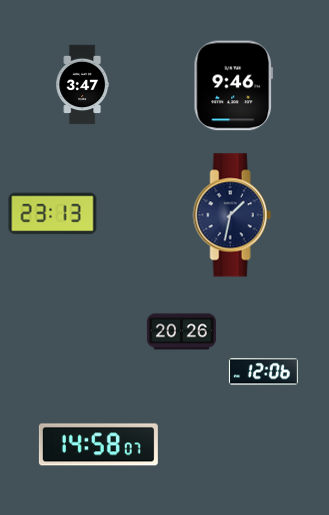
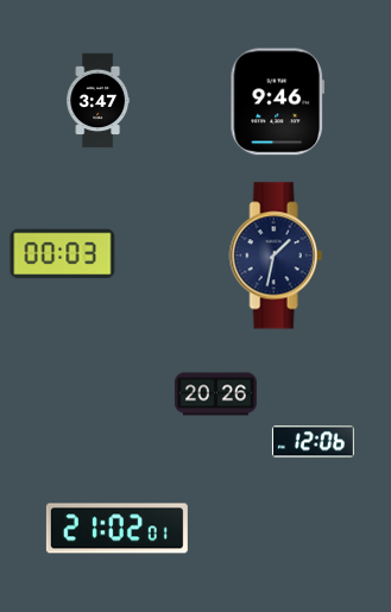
clock at (53, 214): 23:13 -> 00:03
clock at (98, 445): 14:58 -> 21:02
